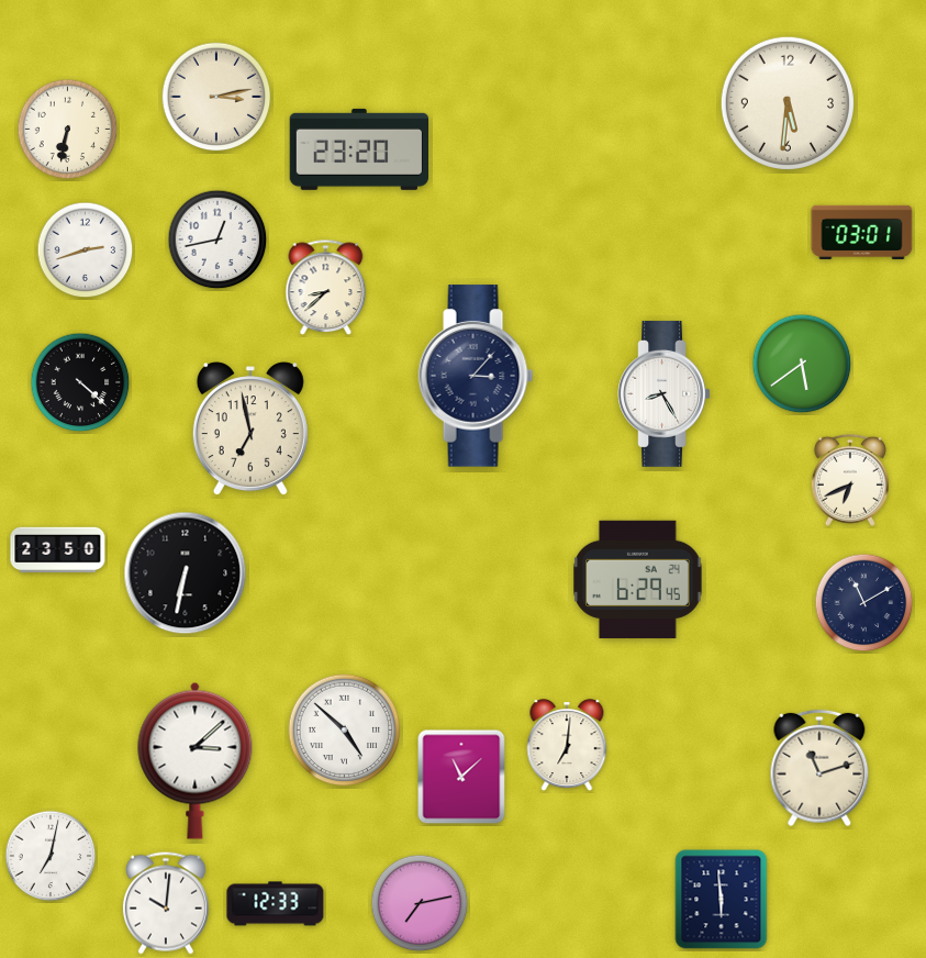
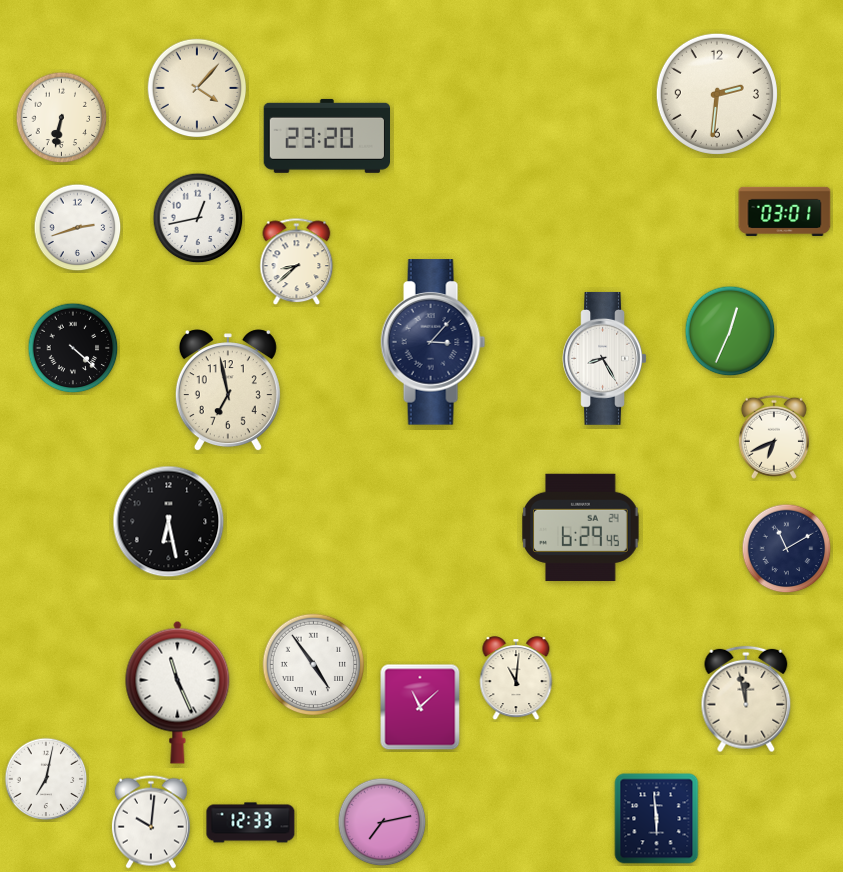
clock at (216, 97): 3:13 -> 4:07
clock at (788, 103): 5:31 -> 2:31
clock at (802, 364): 5:39 -> 12:34
clock at (58, 550): 23:50 -> none
clock at (186, 573): 6:32 -> 6:28
clock at (345, 731): 4:52 -> 4:54
clock at (567, 746): 7:01 -> 11:01
clock at (196, 760): 3:08 -> 11:26
clock at (819, 768): 11:12 -> 11:58
